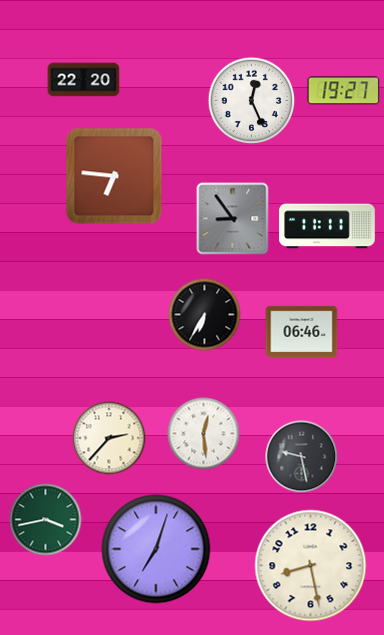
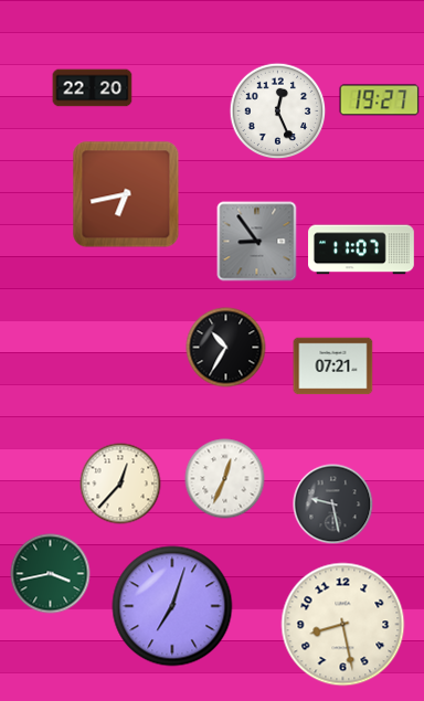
clock at (114, 176): 6:46 -> 6:43
clock at (327, 226): 11:11 -> 11:07
clock at (205, 315): 6:35 -> 10:35
clock at (302, 332): 06:46 -> 07:21
clock at (204, 434): 12:29 -> 12:34
clock at (109, 438): 2:37 -> 12:37
